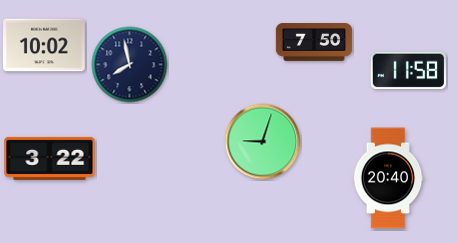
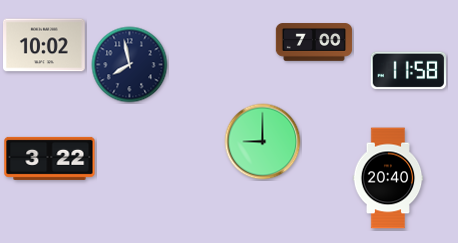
clock at (314, 42): 7:50 -> 7:00
clock at (263, 142): 9:03 -> 9:00
